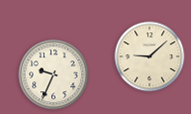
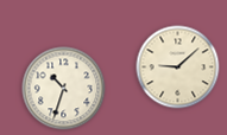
clock at (54, 75): 9:34 -> 10:33
